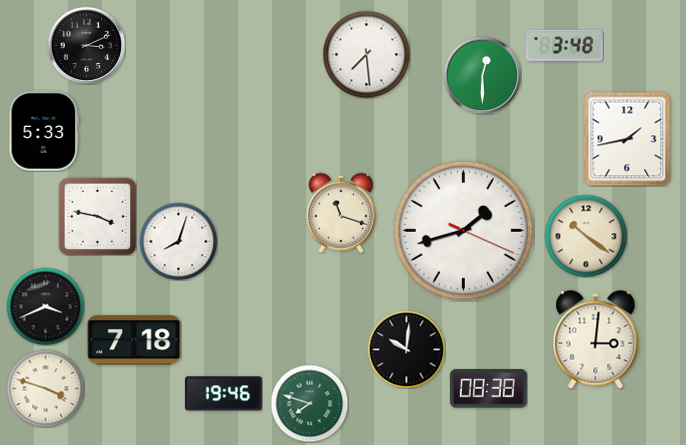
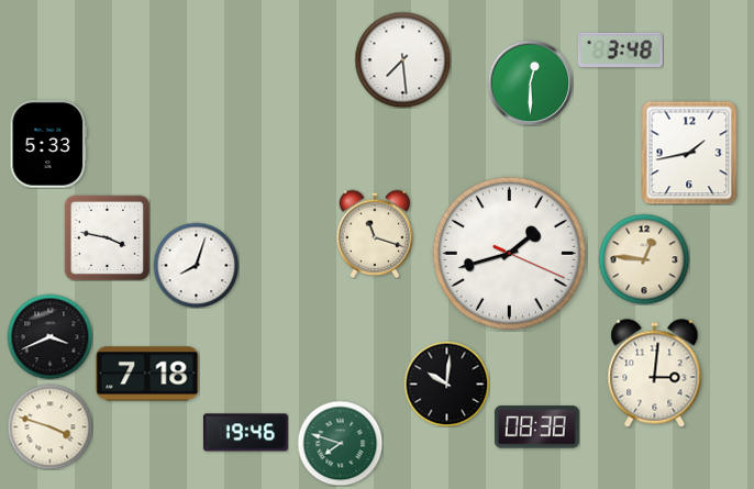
clock at (86, 45): 3:11 -> none
clock at (586, 236): 10:21 -> 12:46
